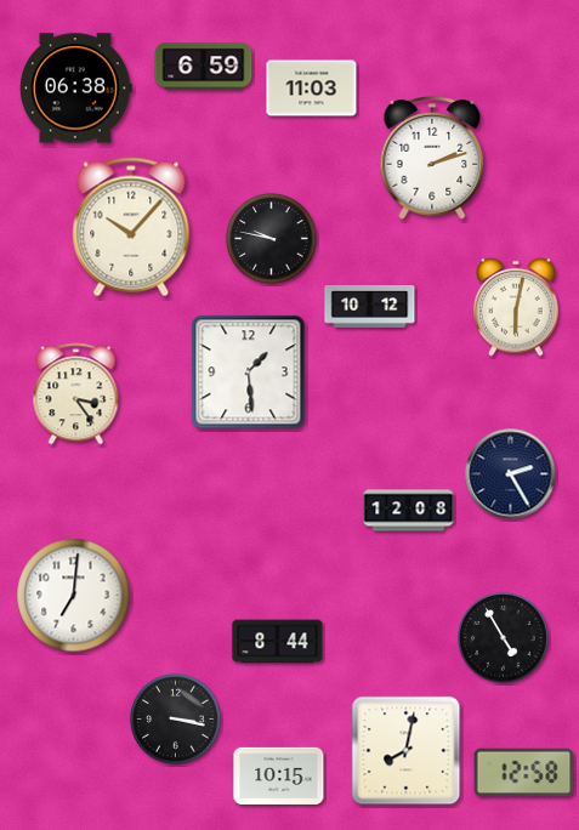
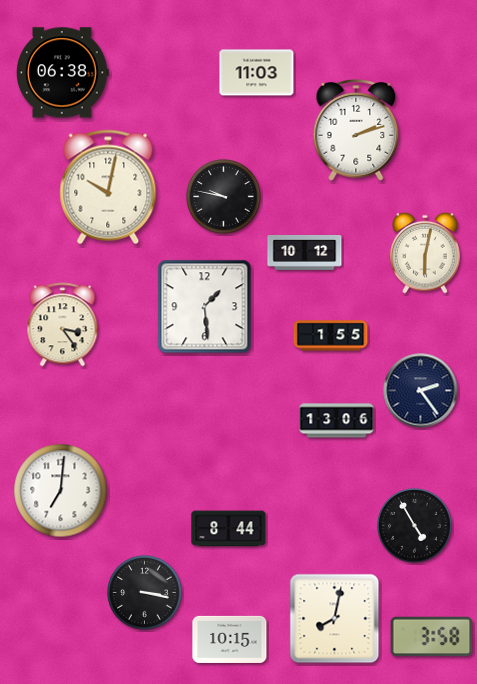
clock at (204, 67): 6:59 -> none
clock at (131, 227): 10:07 -> 10:02
clock at (331, 336): none -> 1:55
clock at (511, 474): 2:25 -> 2:24
clock at (409, 511): 12:08 -> 13:06
clock at (524, 773): 12:58 -> 3:58
